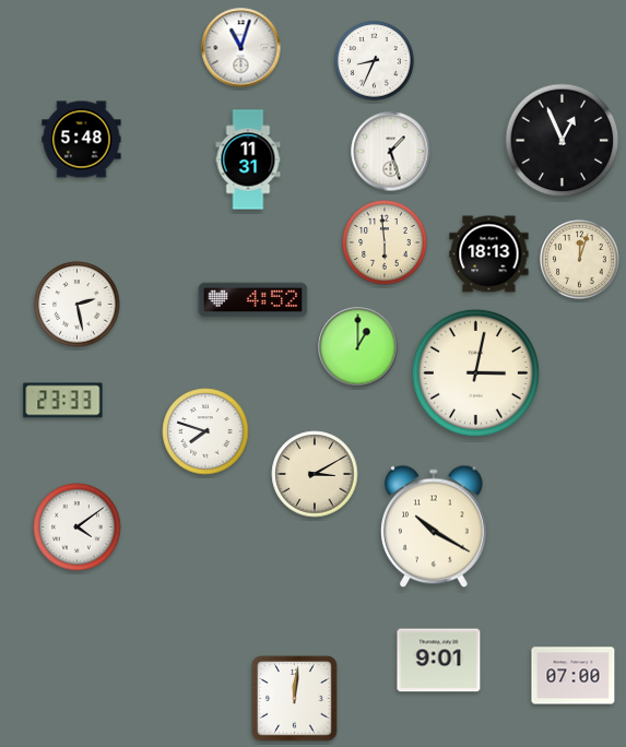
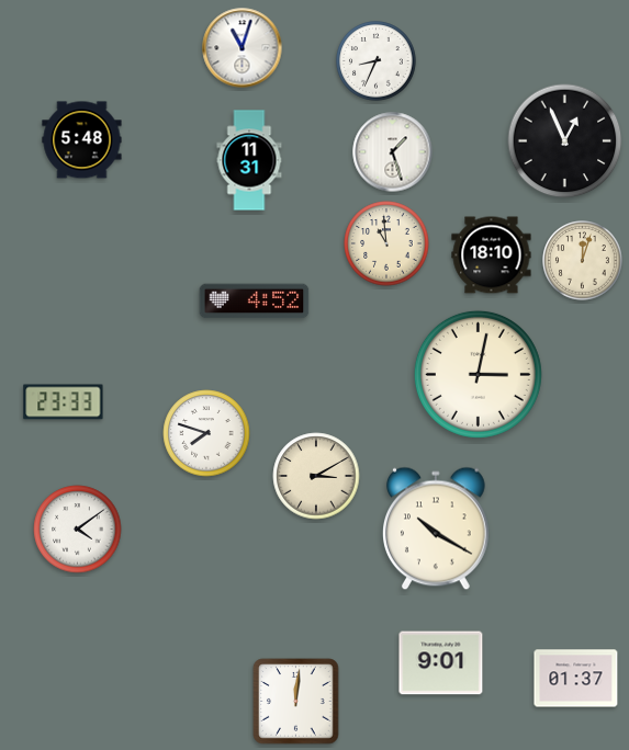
clock at (385, 242): 5:59 -> 10:59
clock at (489, 254): 18:13 -> 18:10
clock at (78, 305): 2:28 -> none
clock at (358, 347): 1:00 -> none
clock at (574, 676): 07:00 -> 01:37
